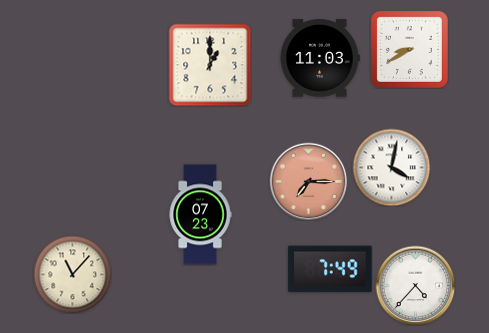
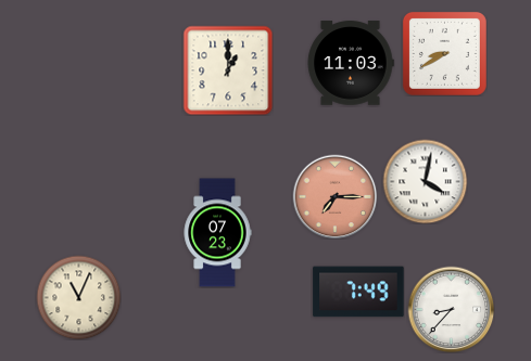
clock at (320, 58) position: (320, 58) -> (351, 63)
clock at (72, 274): 11:07 -> 11:04
clock at (415, 285): 4:37 -> 8:37
